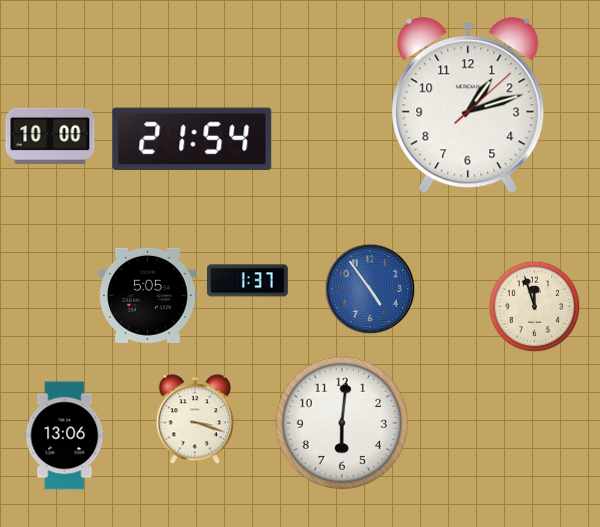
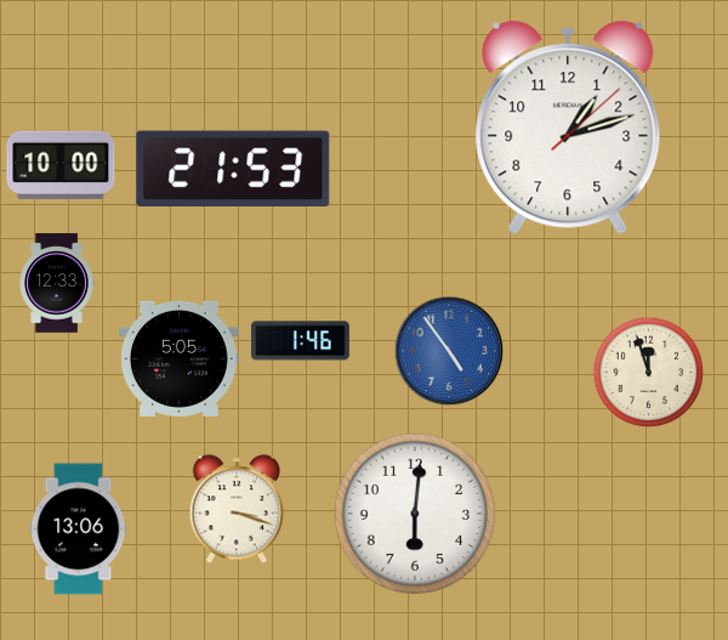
clock at (192, 138): 21:54 -> 21:53
clock at (57, 283): none -> 12:33
clock at (247, 281): 1:37 -> 1:46
